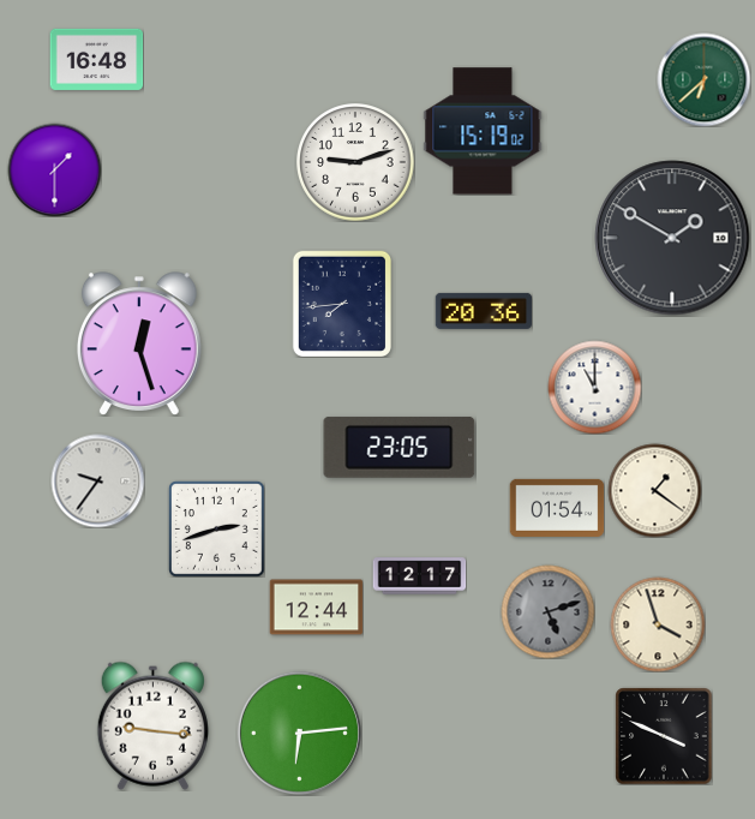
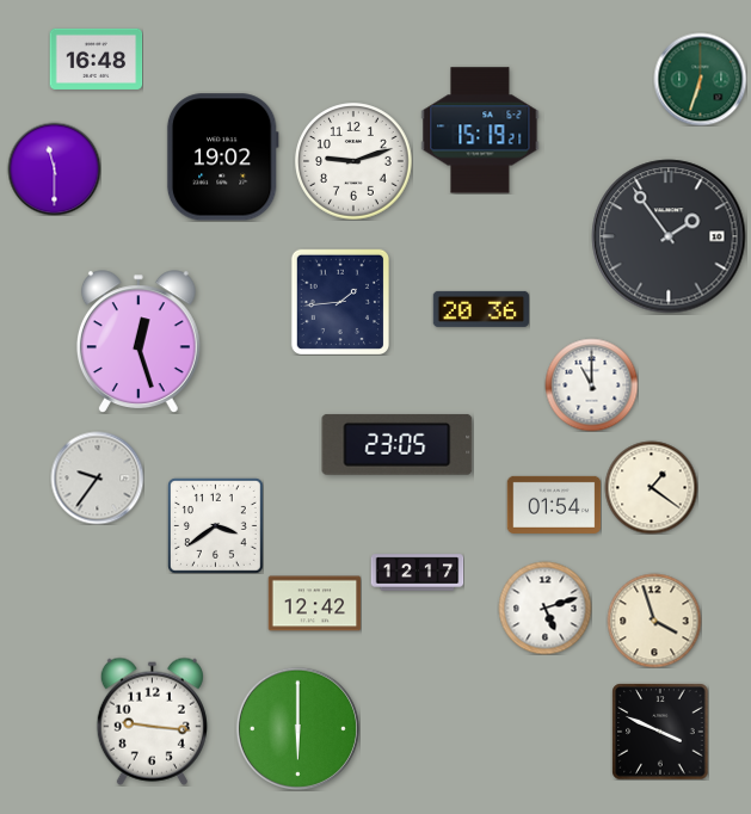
clock at (703, 79): 6:38 -> 6:33
clock at (483, 131): 15:19:02 -> 15:19:21
clock at (222, 158): none -> 19:02
clock at (54, 169): 1:30 -> 11:30
clock at (672, 238): 1:50 -> 1:54
clock at (341, 303): 7:44 -> 1:44
clock at (216, 528): 2:42 -> 3:39
clock at (316, 608): 12:44 -> 12:42
clock at (547, 611) dial: grey -> white
clock at (299, 733): 6:14 -> 6:00
